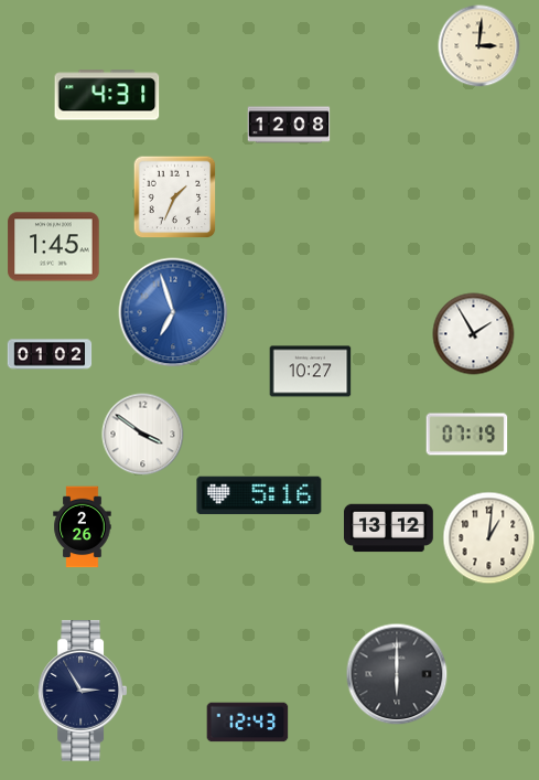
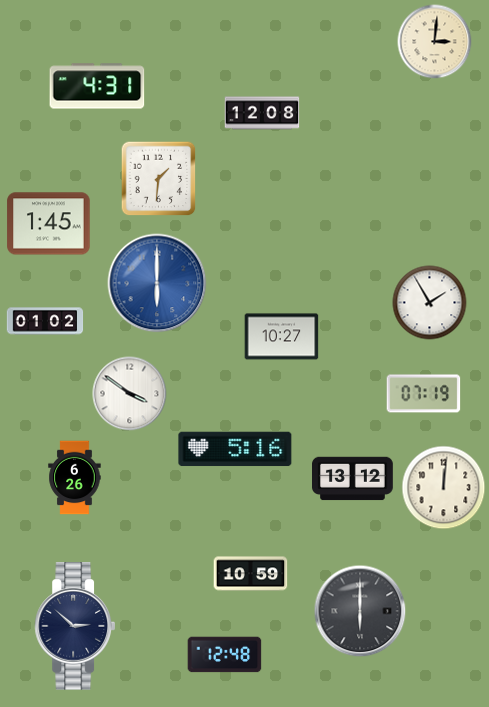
clock at (175, 197): 1:34 -> 1:31
clock at (173, 312): 6:57 -> 6:00
clock at (83, 527): 2:26 -> 6:26
clock at (489, 538): 1:01 -> 12:01
clock at (251, 574): none -> 10:59
clock at (82, 691): 2:55 -> 2:52
clock at (248, 723): 12:43 -> 12:48
